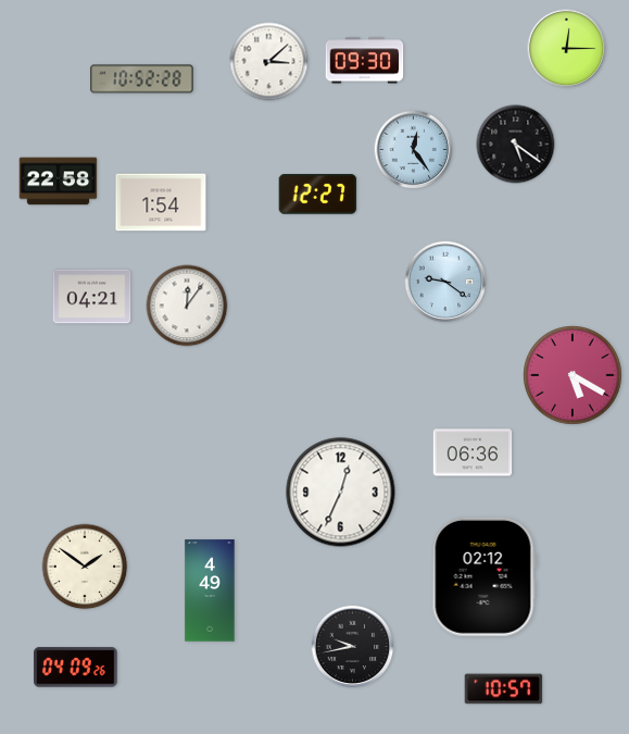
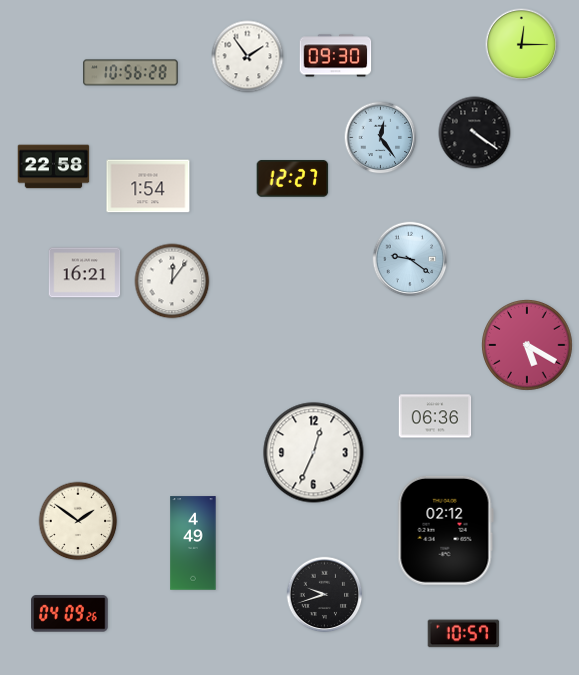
clock at (269, 62): 3:08 -> 1:54
clock at (142, 79): 10:52 -> 10:56
clock at (516, 145): 5:21 -> 4:21
clock at (92, 297): 04:21 -> 16:21
clock at (353, 647): 9:43 -> 9:42
